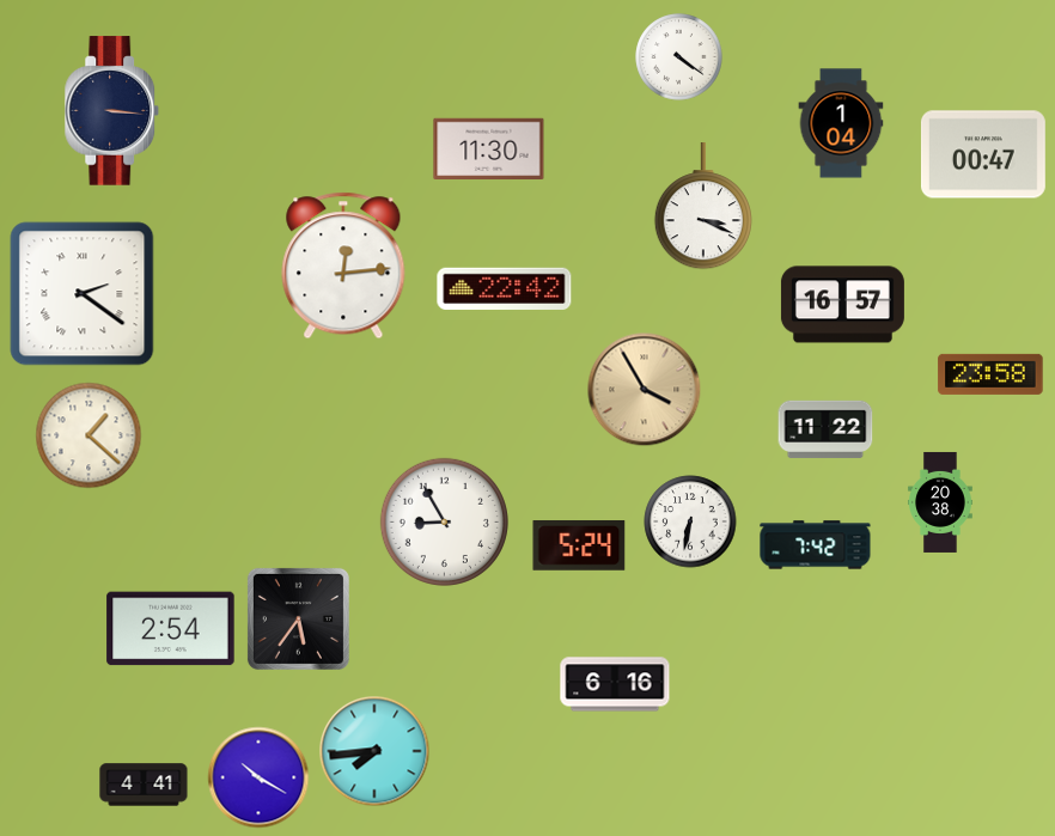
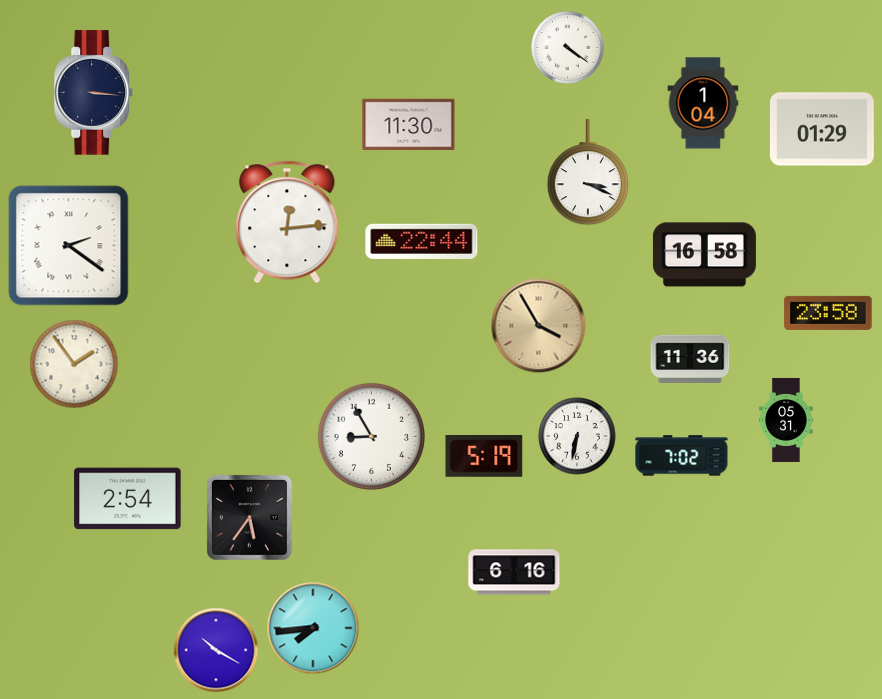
clock at (983, 154): 00:47 -> 01:29
clock at (505, 288): 22:42 -> 22:44
clock at (842, 305): 16:57 -> 16:58
clock at (825, 428): 11:22 -> 11:36
clock at (89, 435): 1:22 -> 1:54
clock at (941, 502): 20:38 -> 05:31
clock at (579, 545): 5:24 -> 5:19
clock at (816, 545): 7:42 -> 7:02
clock at (171, 629) position: (171, 629) -> (128, 499)
clock at (144, 785): 4:41 -> none
